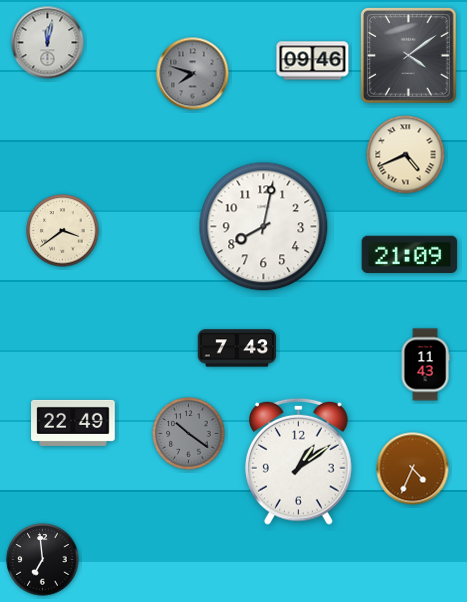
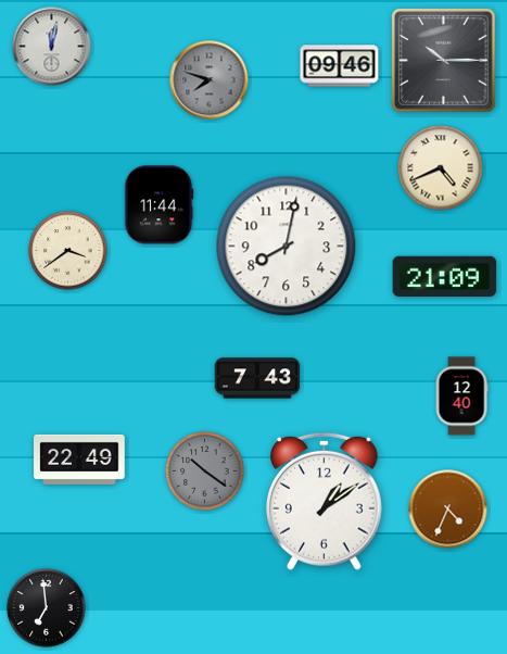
clock at (409, 56): 4:09 -> 10:15
clock at (159, 205): none -> 11:44
clock at (425, 365): 11:43 -> 12:40
